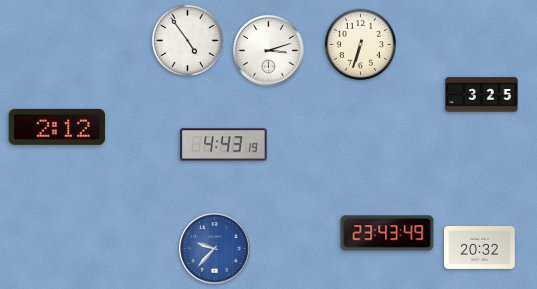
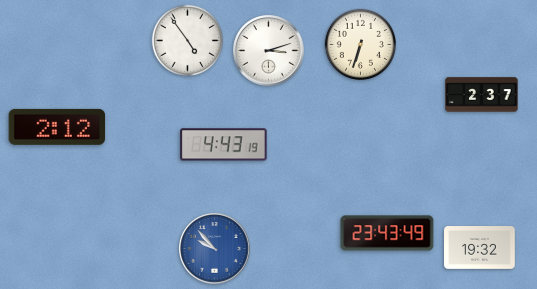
clock at (482, 95): 3:25 -> 2:37
clock at (480, 248): 20:32 -> 19:32
clock at (215, 249): 9:37 -> 9:53
